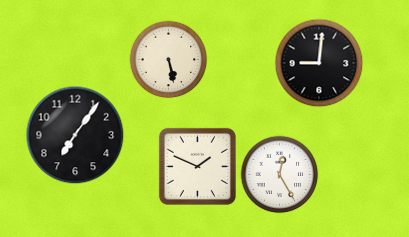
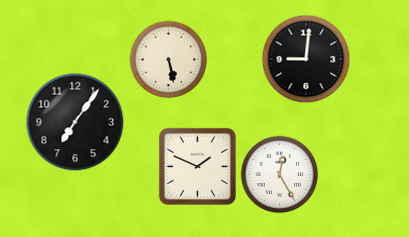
clock at (319, 63) position: (319, 63) -> (306, 59)
clock at (75, 135) position: (75, 135) -> (75, 122)
